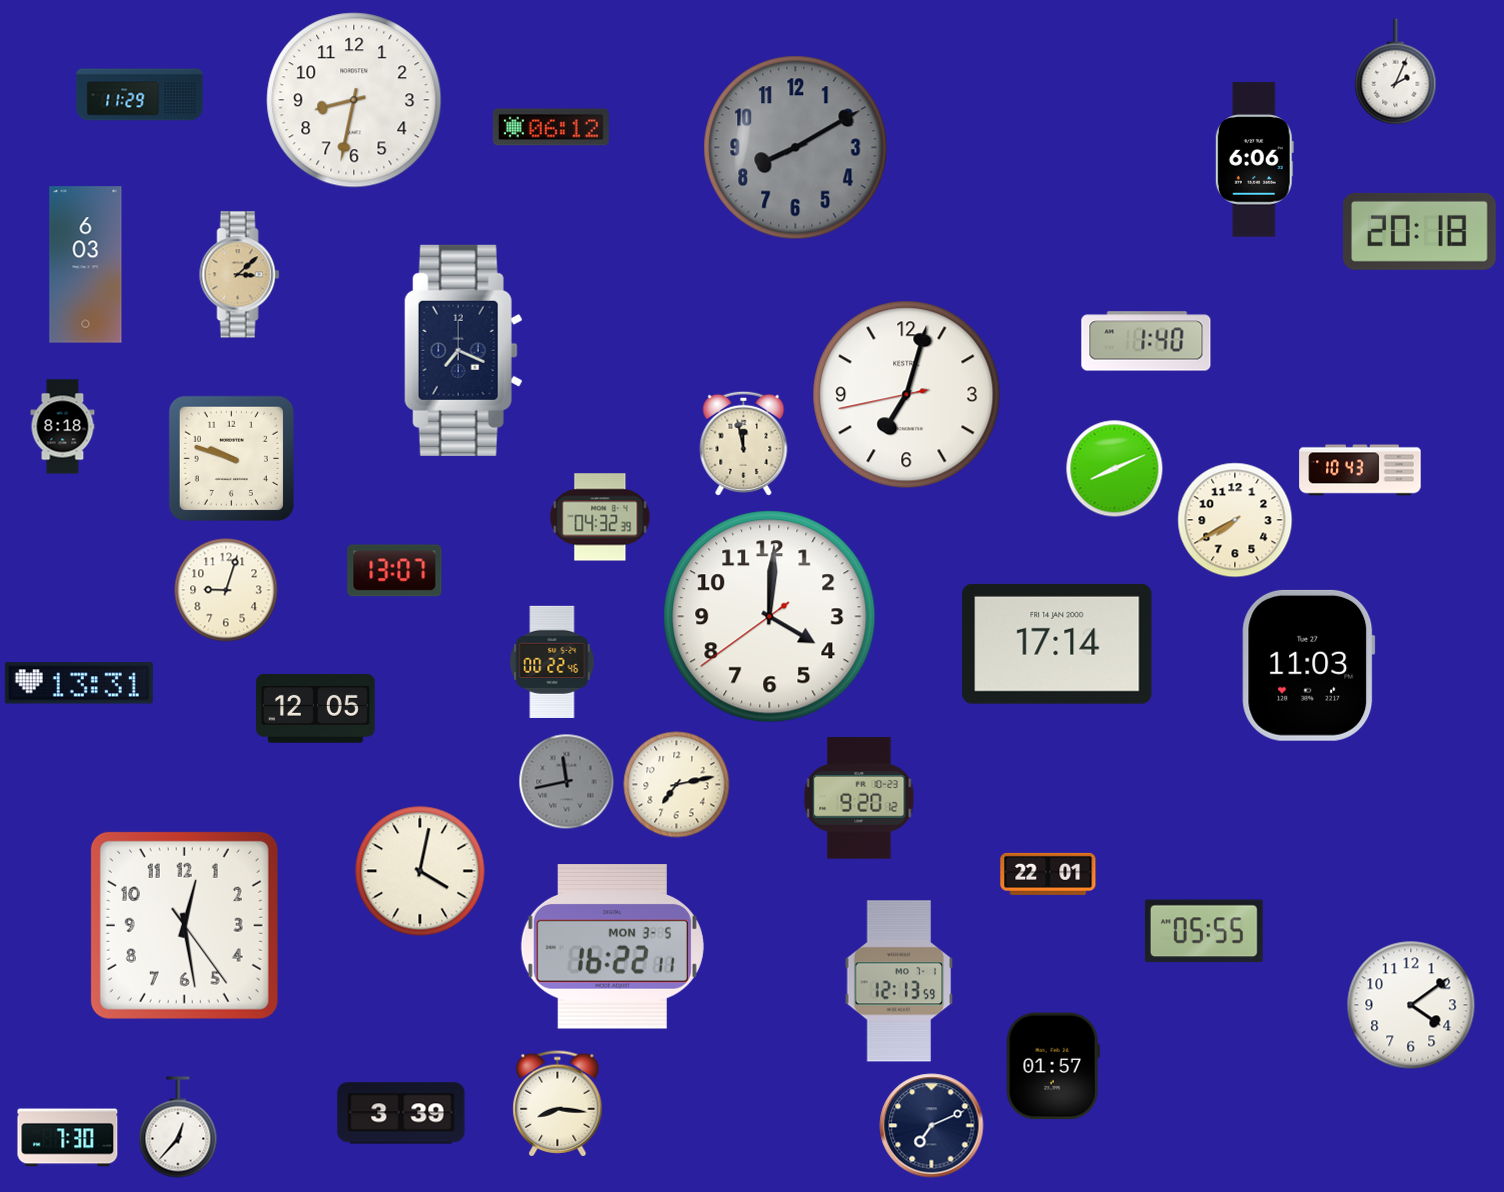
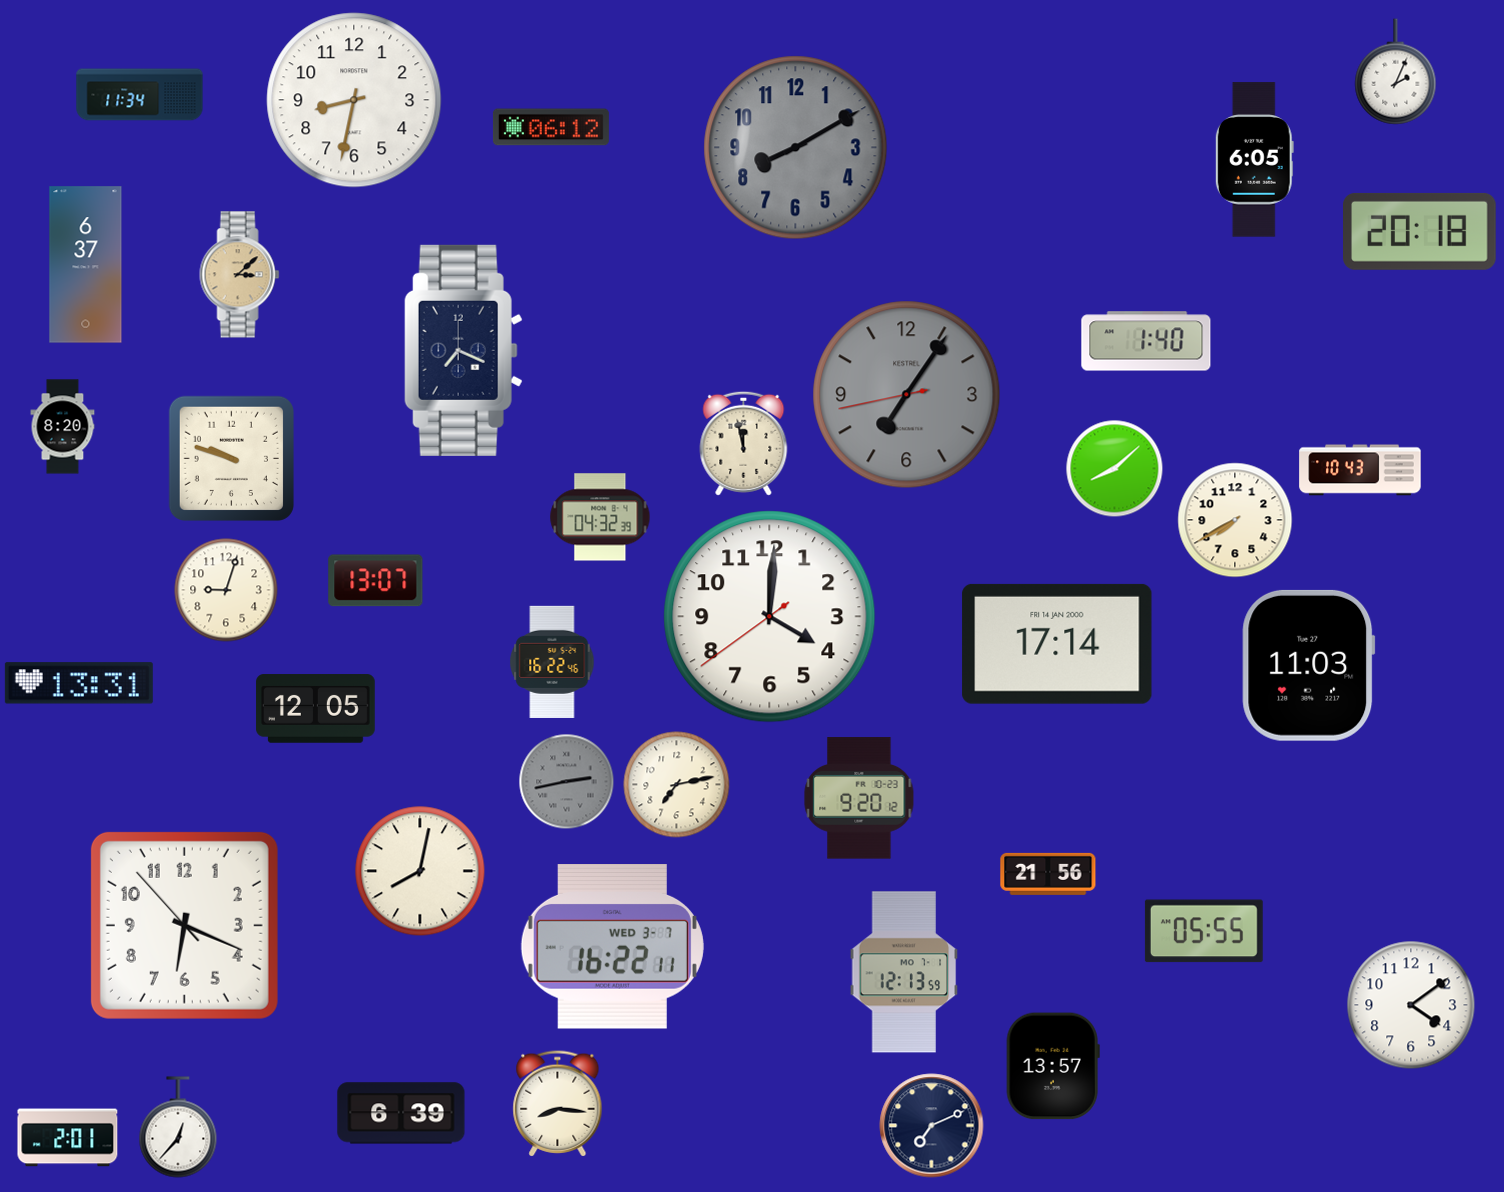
clock at (140, 95): 11:29 -> 11:34
clock at (1254, 160): 6:06 -> 6:05
clock at (86, 265): 6:03 -> 6:37
clock at (907, 395): 7:02 -> 7:05
clock at (907, 395) dial: white -> grey
clock at (63, 427): 8:18 -> 8:20
clock at (1115, 469): 8:11 -> 8:08
clock at (395, 571) position: (395, 571) -> (376, 581)
clock at (552, 662): 00:22 -> 16:22
clock at (567, 782): 11:43 -> 2:43
clock at (420, 871): 4:02 -> 8:02
clock at (1048, 874): 22:01 -> 21:56
clock at (184, 925): 12:28 -> 6:18
clock at (612, 947) date: MON 3-5 -> WED 3-7
clock at (899, 981) position: (899, 981) -> (904, 972)
clock at (1053, 1066): 01:57 -> 13:57
clock at (401, 1113): 3:39 -> 6:39
clock at (68, 1138): 7:30 -> 2:01
